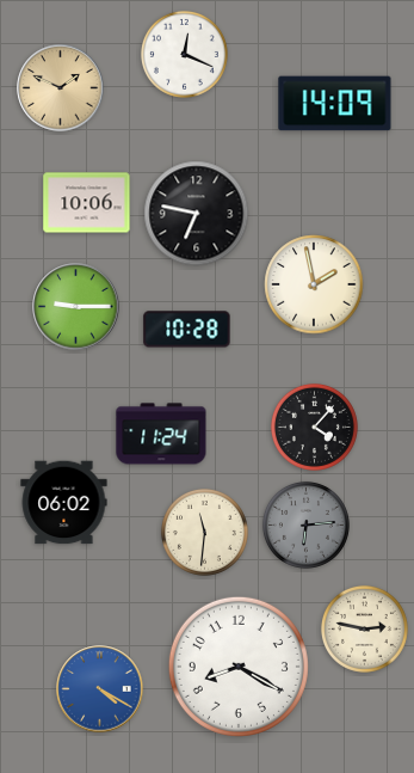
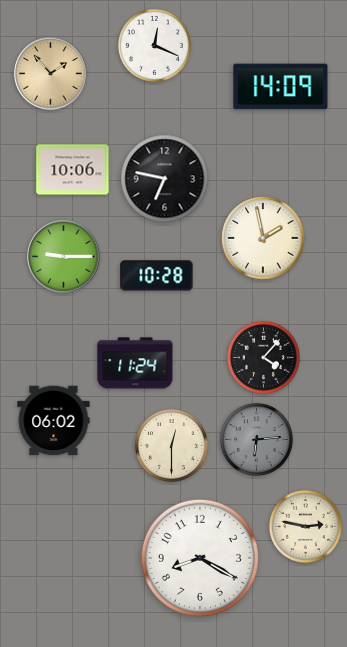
clock at (61, 88): 1:49 -> 1:53
clock at (204, 532): 11:31 -> 12:30
clock at (100, 689): 4:20 -> none
